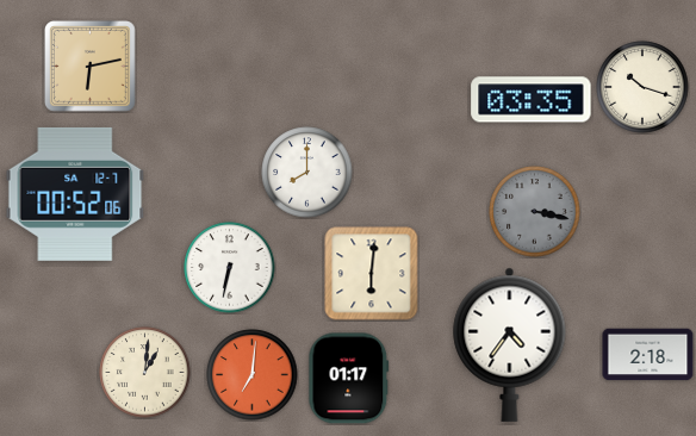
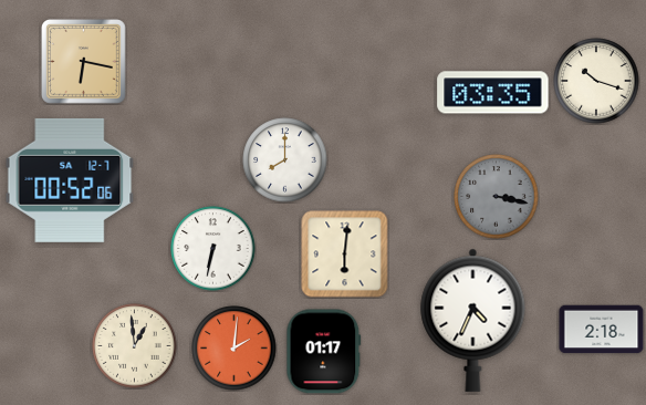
clock at (91, 67): 6:13 -> 6:17
clock at (510, 344): 4:36 -> 4:34
clock at (145, 373): 1:01 -> 12:59
clock at (253, 375): 7:01 -> 2:01
